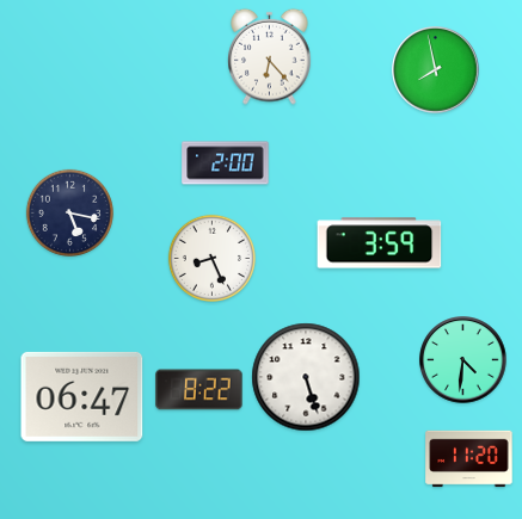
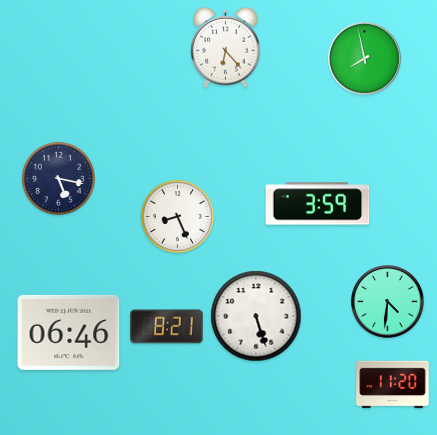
clock at (226, 163): 2:00 -> none
clock at (199, 390): 8:22 -> 8:21
clock at (82, 396): 06:47 -> 06:46
